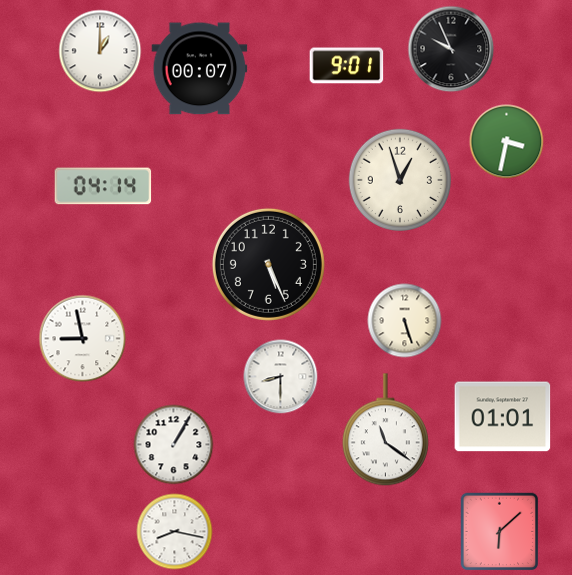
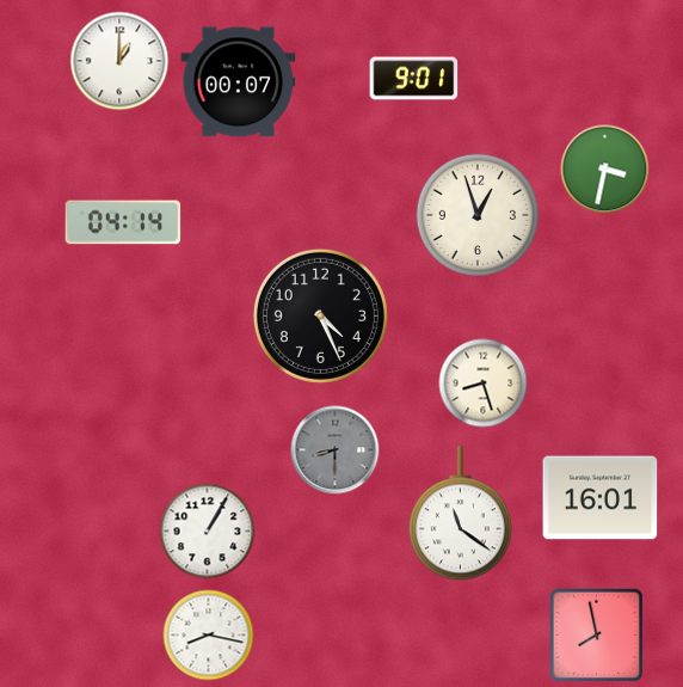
clock at (451, 49): 9:56 -> none
clock at (268, 264): 5:26 -> 4:26
clock at (405, 321): 5:27 -> 8:27
clock at (83, 339): 8:58 -> none
clock at (281, 377) dial: white -> grey
clock at (503, 417): 01:01 -> 16:01
clock at (500, 532): 6:08 -> 7:58
